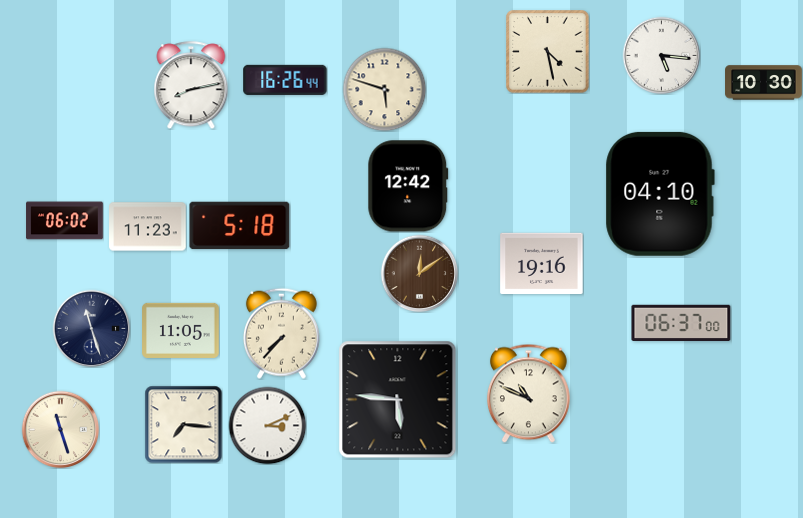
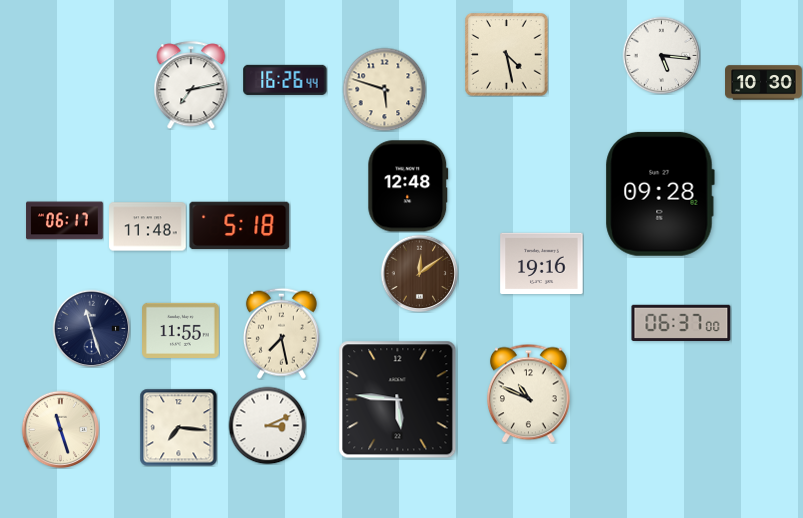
clock at (548, 52) position: (548, 52) -> (507, 55)
clock at (191, 85): 8:13 -> 7:13
clock at (408, 186): 12:42 -> 12:48
clock at (660, 194): 04:10 -> 09:28
clock at (65, 221): 06:02 -> 06:17
clock at (148, 227): 11:23 -> 11:48
clock at (181, 330): 11:05 -> 11:55
clock at (281, 333): 7:37 -> 7:28
clock at (183, 424) position: (183, 424) -> (178, 427)
